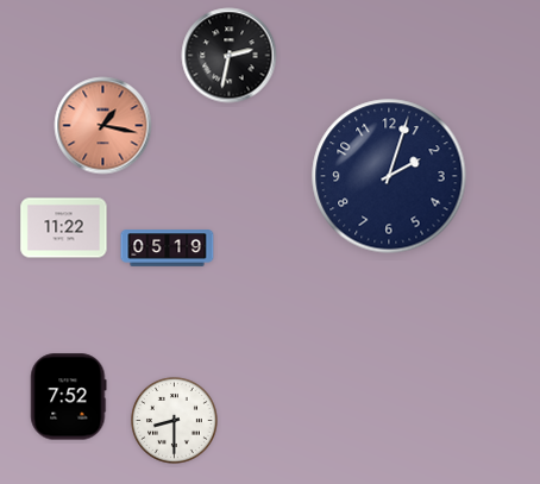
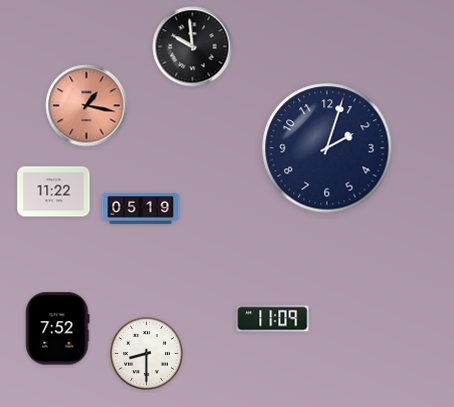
clock at (230, 56): 2:32 -> 9:59
clock at (273, 319): none -> 11:09
clock at (69, 397) position: (69, 397) -> (58, 329)
